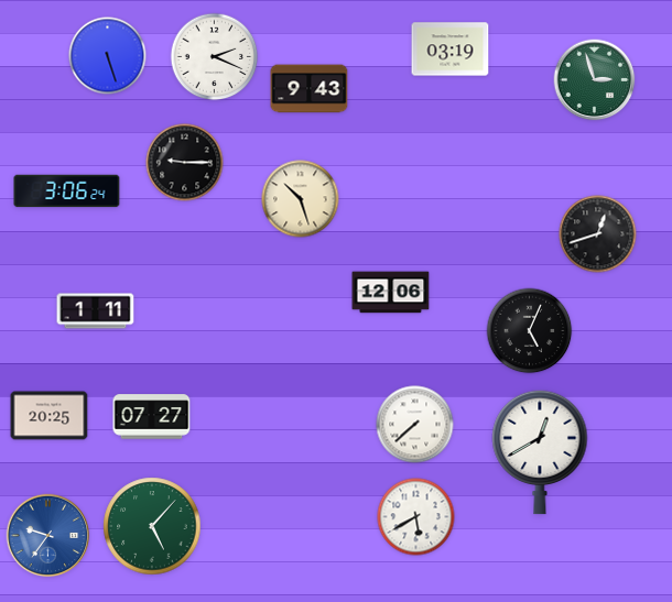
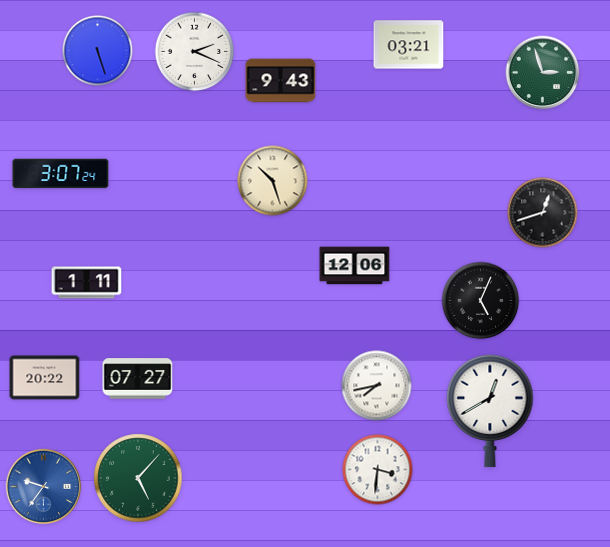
clock at (451, 50): 03:19 -> 03:21
clock at (595, 80) position: (595, 80) -> (543, 73)
clock at (185, 163): 9:15 -> none
clock at (67, 191): 3:06 -> 3:07
clock at (50, 416): 20:25 -> 20:22
clock at (415, 425): 7:38 -> 7:43
clock at (416, 517): 5:40 -> 3:31
